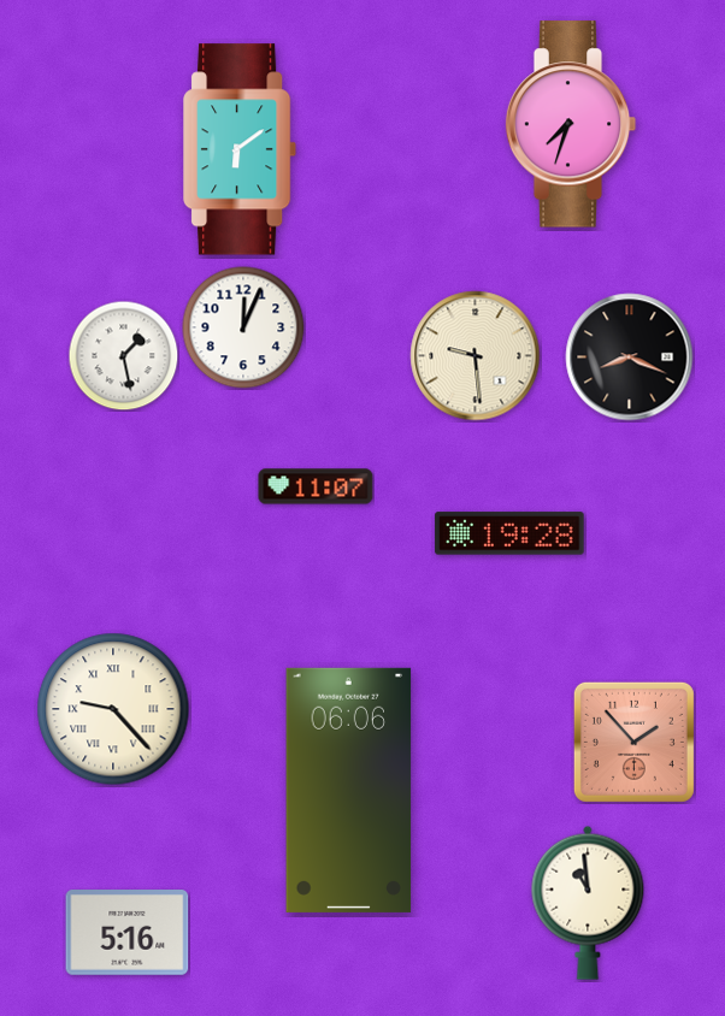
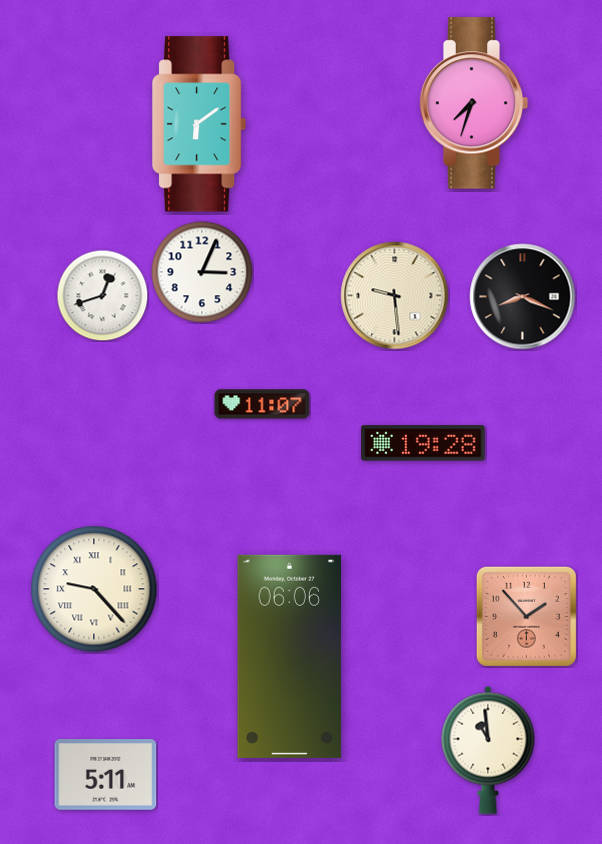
clock at (243, 327): 12:04 -> 3:04
clock at (123, 355): 1:28 -> 12:42
clock at (128, 933): 5:16 -> 5:11
